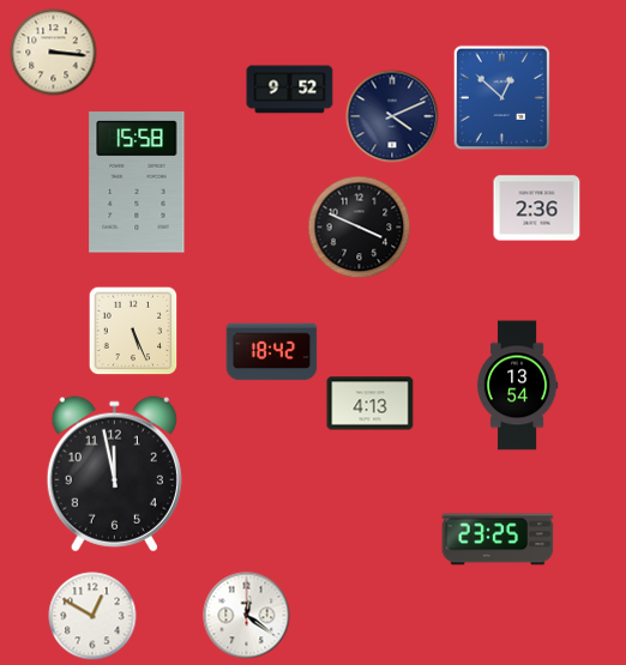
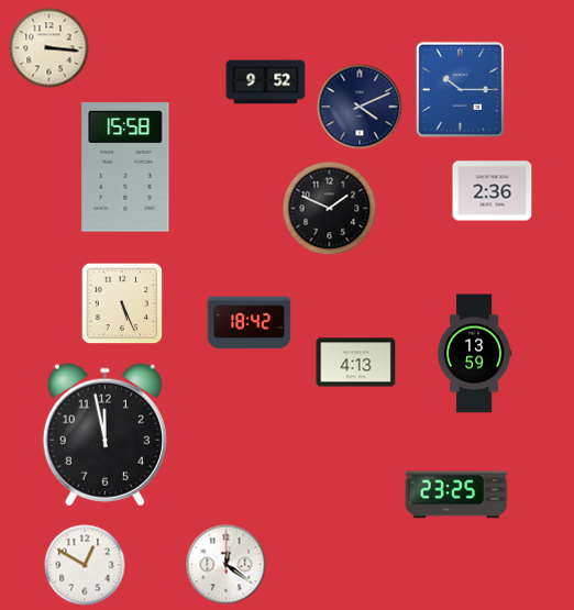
clock at (501, 97): 12:52 -> 10:15
clock at (360, 228): 3:49 -> 1:49
clock at (517, 386): 13:54 -> 13:59
clock at (371, 404) position: (371, 404) -> (356, 363)
